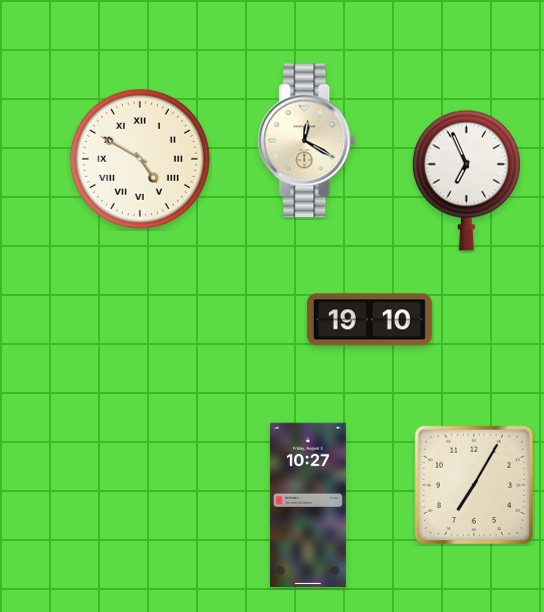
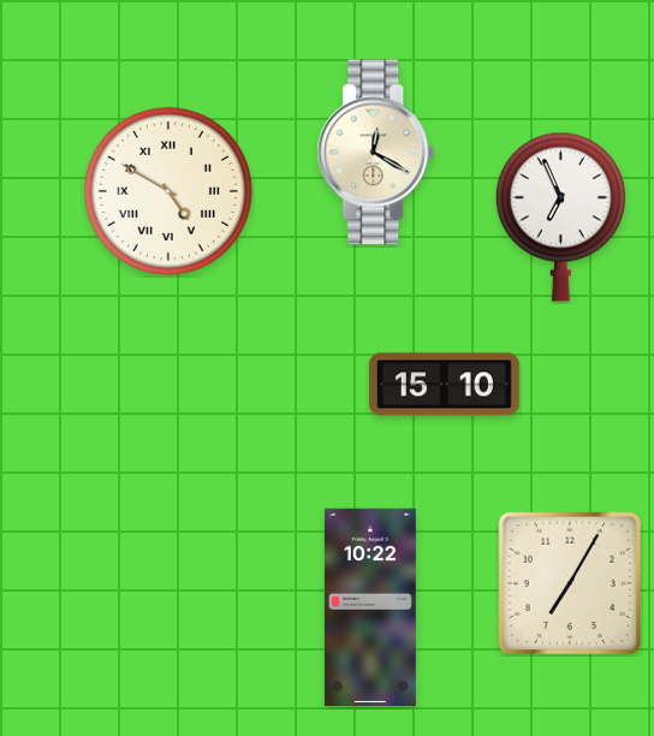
clock at (307, 141) position: (307, 141) -> (376, 153)
clock at (369, 320): 19:10 -> 15:10
clock at (308, 504): 10:27 -> 10:22
